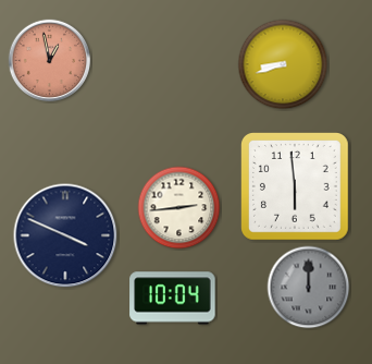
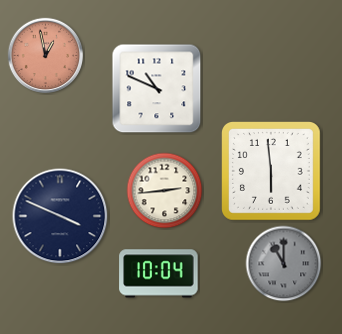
clock at (283, 64): 8:42 -> none
clock at (157, 89): none -> 10:49
clock at (309, 288): 12:00 -> 11:00
